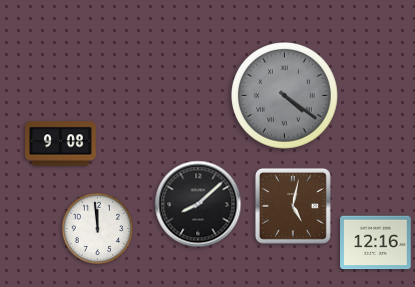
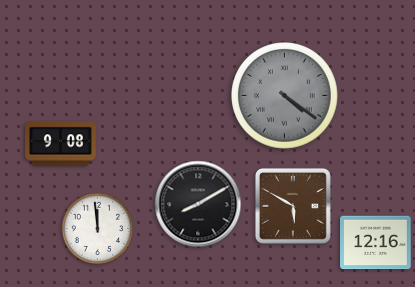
clock at (198, 204): 8:08 -> 8:10
clock at (293, 206): 5:02 -> 5:50
